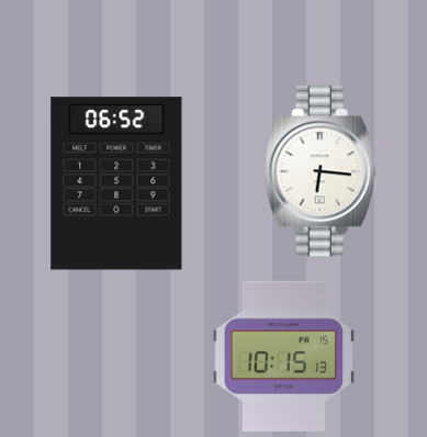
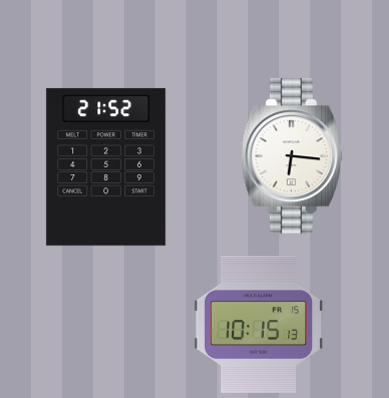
clock at (116, 183): 06:52 -> 21:52
